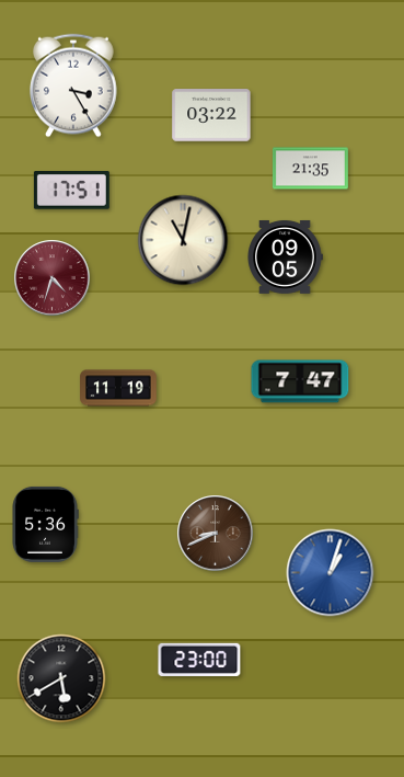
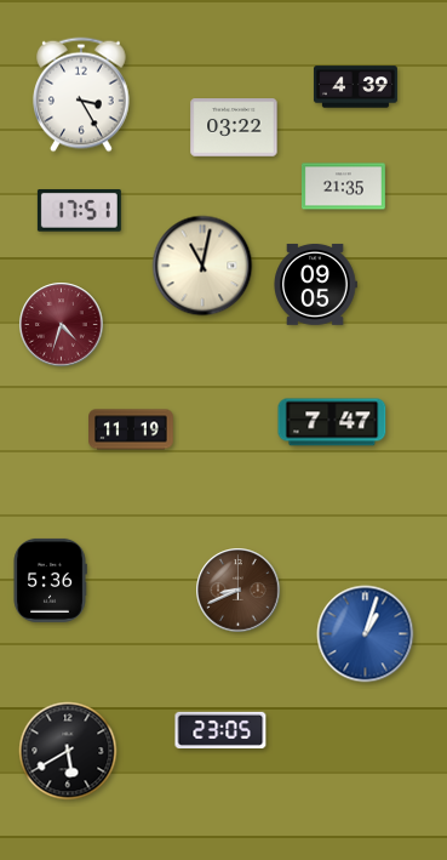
clock at (355, 87): none -> 4:39
clock at (53, 278) position: (53, 278) -> (62, 325)
clock at (199, 660): 23:00 -> 23:05
